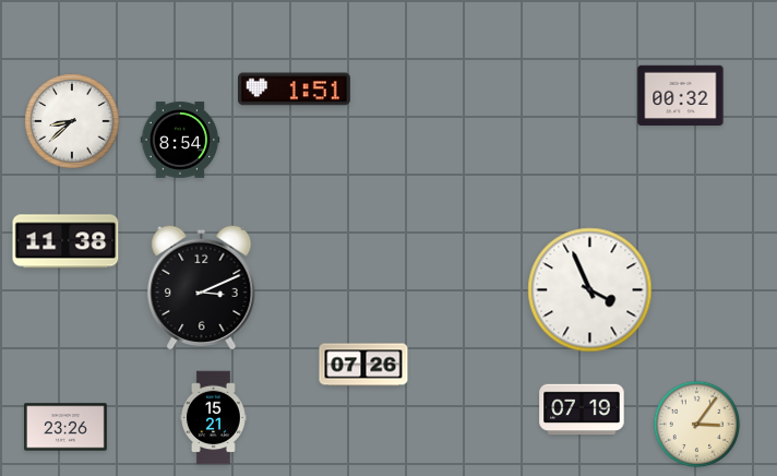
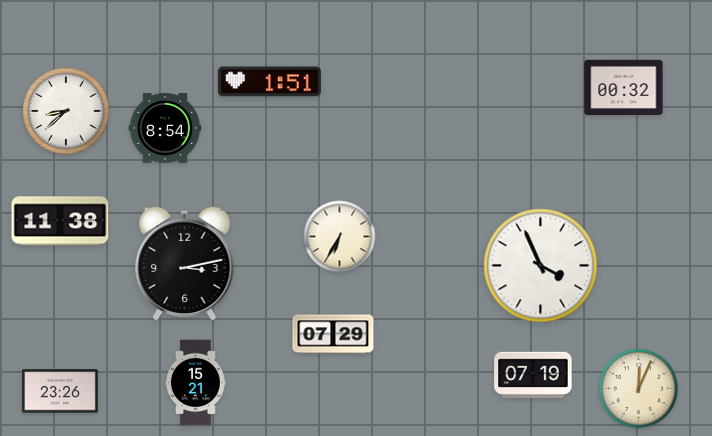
clock at (340, 237): none -> 6:35
clock at (202, 286): 3:11 -> 3:13
clock at (363, 365): 07:26 -> 07:29
clock at (697, 425): 3:06 -> 12:04
